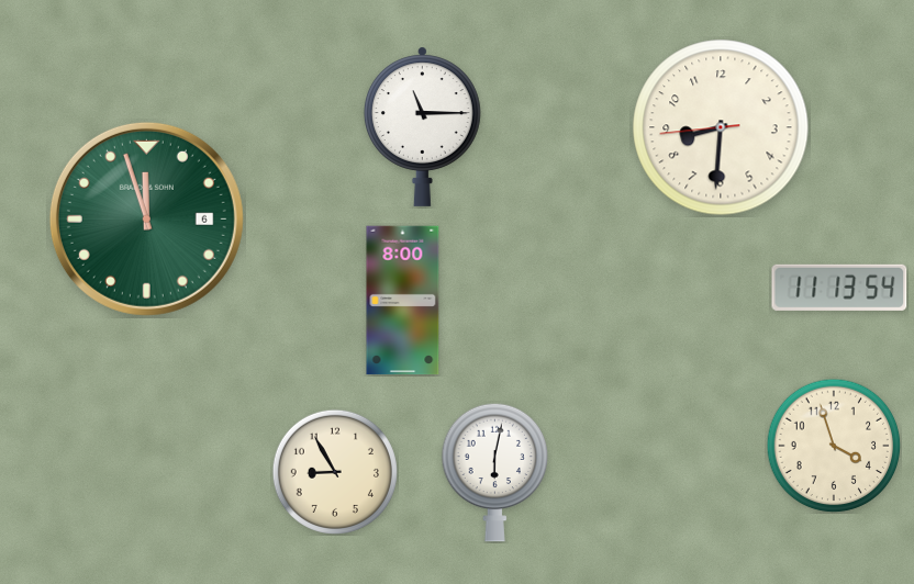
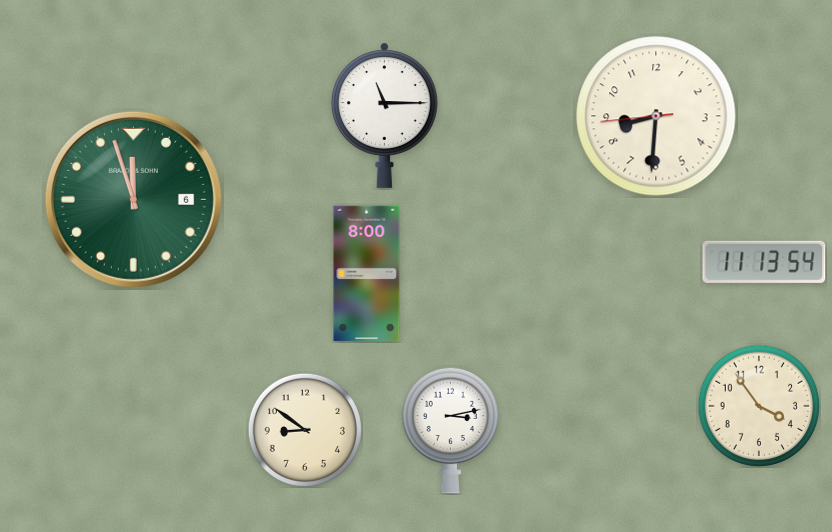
clock at (834, 446): 3:57 -> 3:54
clock at (335, 472): 8:55 -> 8:51
clock at (495, 472): 6:02 -> 3:13
